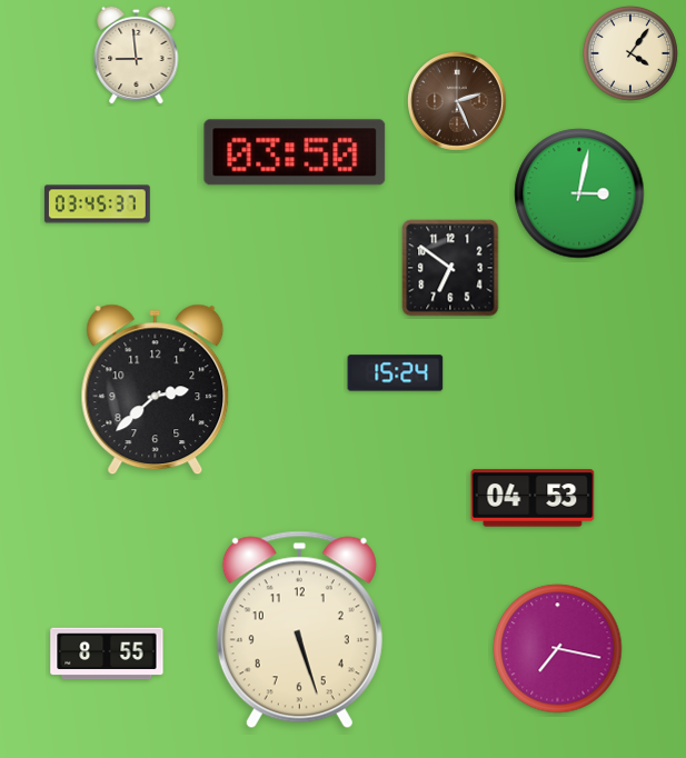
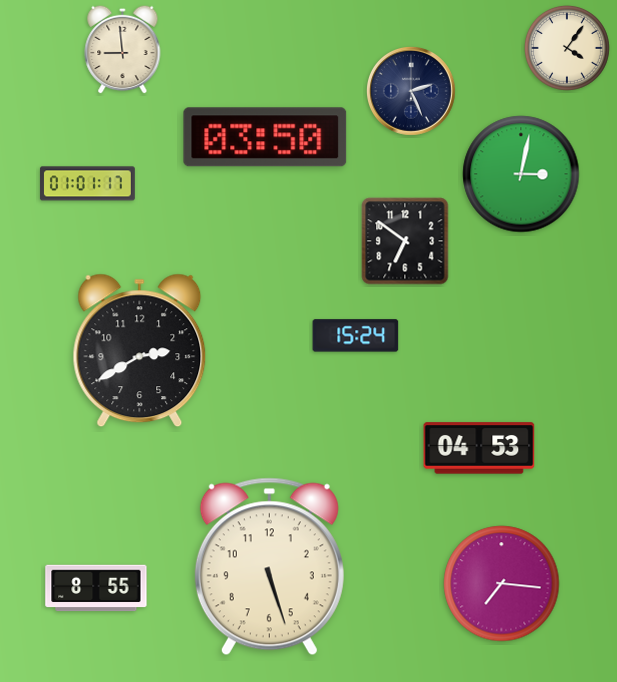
clock at (458, 102) dial: brown -> navy
clock at (97, 205): 03:45 -> 01:01
clock at (156, 390): 2:38 -> 2:40
clock at (558, 649): 7:17 -> 7:16
